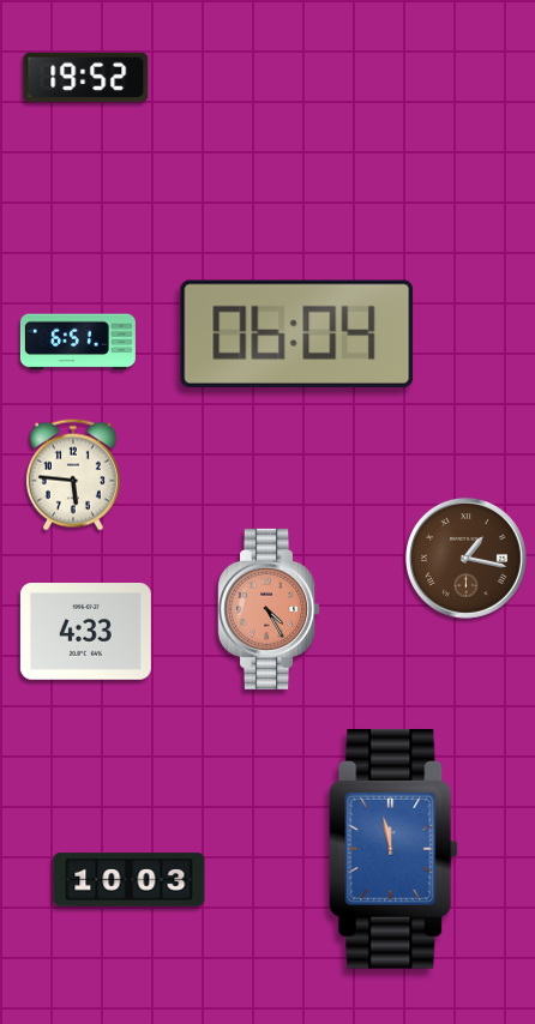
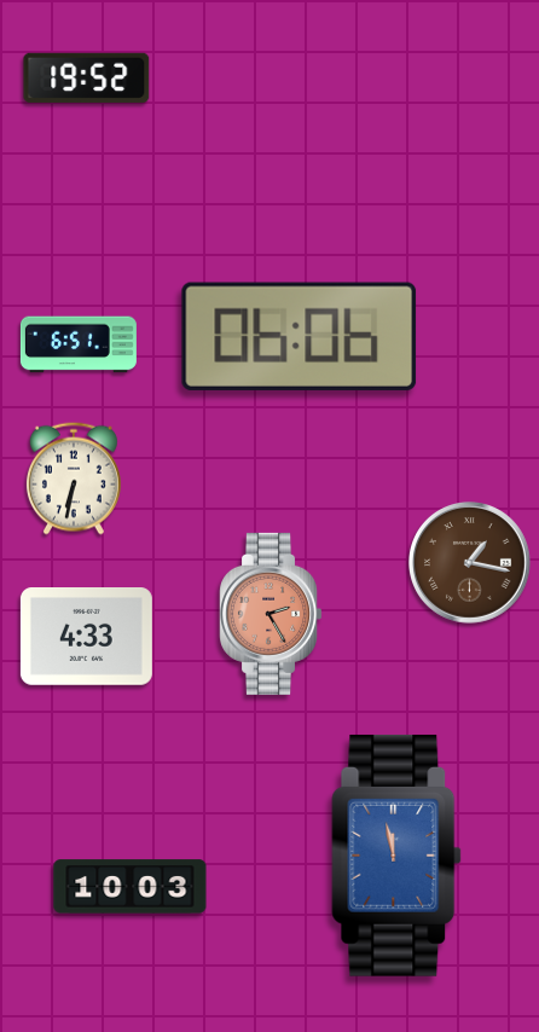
clock at (297, 333): 06:04 -> 06:06
clock at (73, 475): 5:46 -> 6:32
clock at (269, 609): 4:25 -> 2:25
